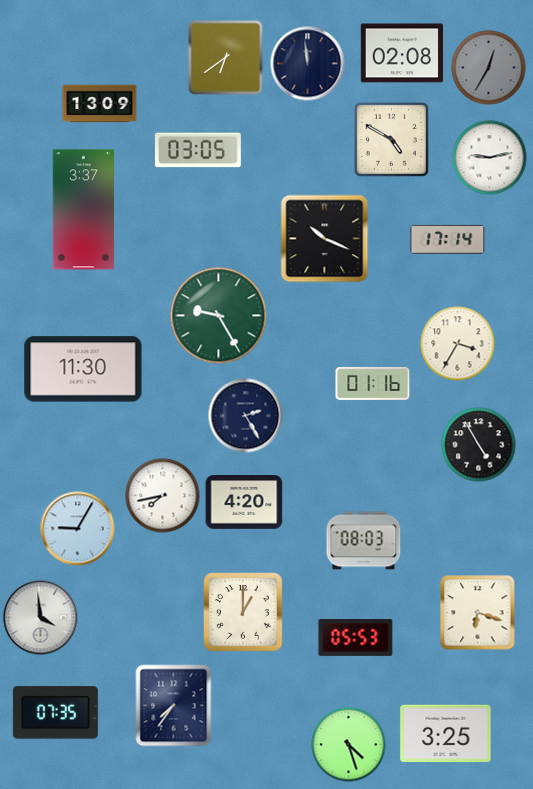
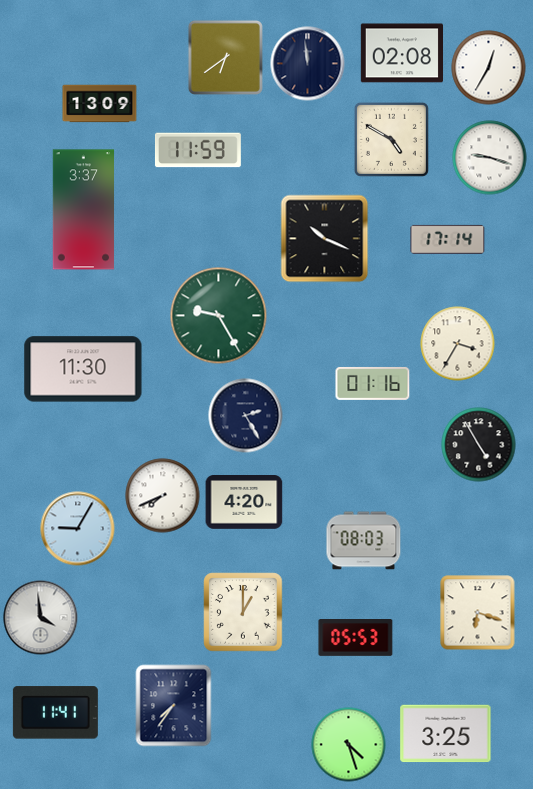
clock at (489, 68) dial: grey -> white
clock at (198, 150): 03:05 -> 11:59
clock at (490, 158): 9:13 -> 9:18
clock at (163, 496): 7:43 -> 7:41
clock at (55, 713): 07:35 -> 11:41
